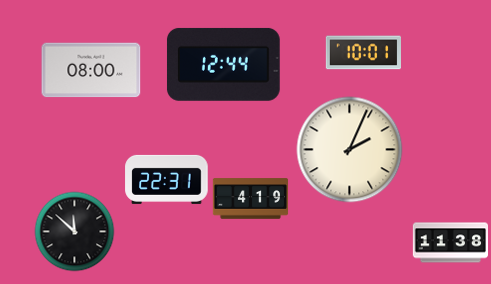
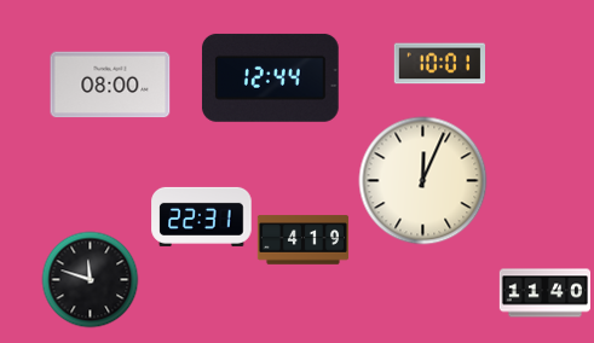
clock at (350, 150): 2:04 -> 12:04
clock at (75, 232): 11:52 -> 11:48
clock at (451, 243): 11:38 -> 11:40
